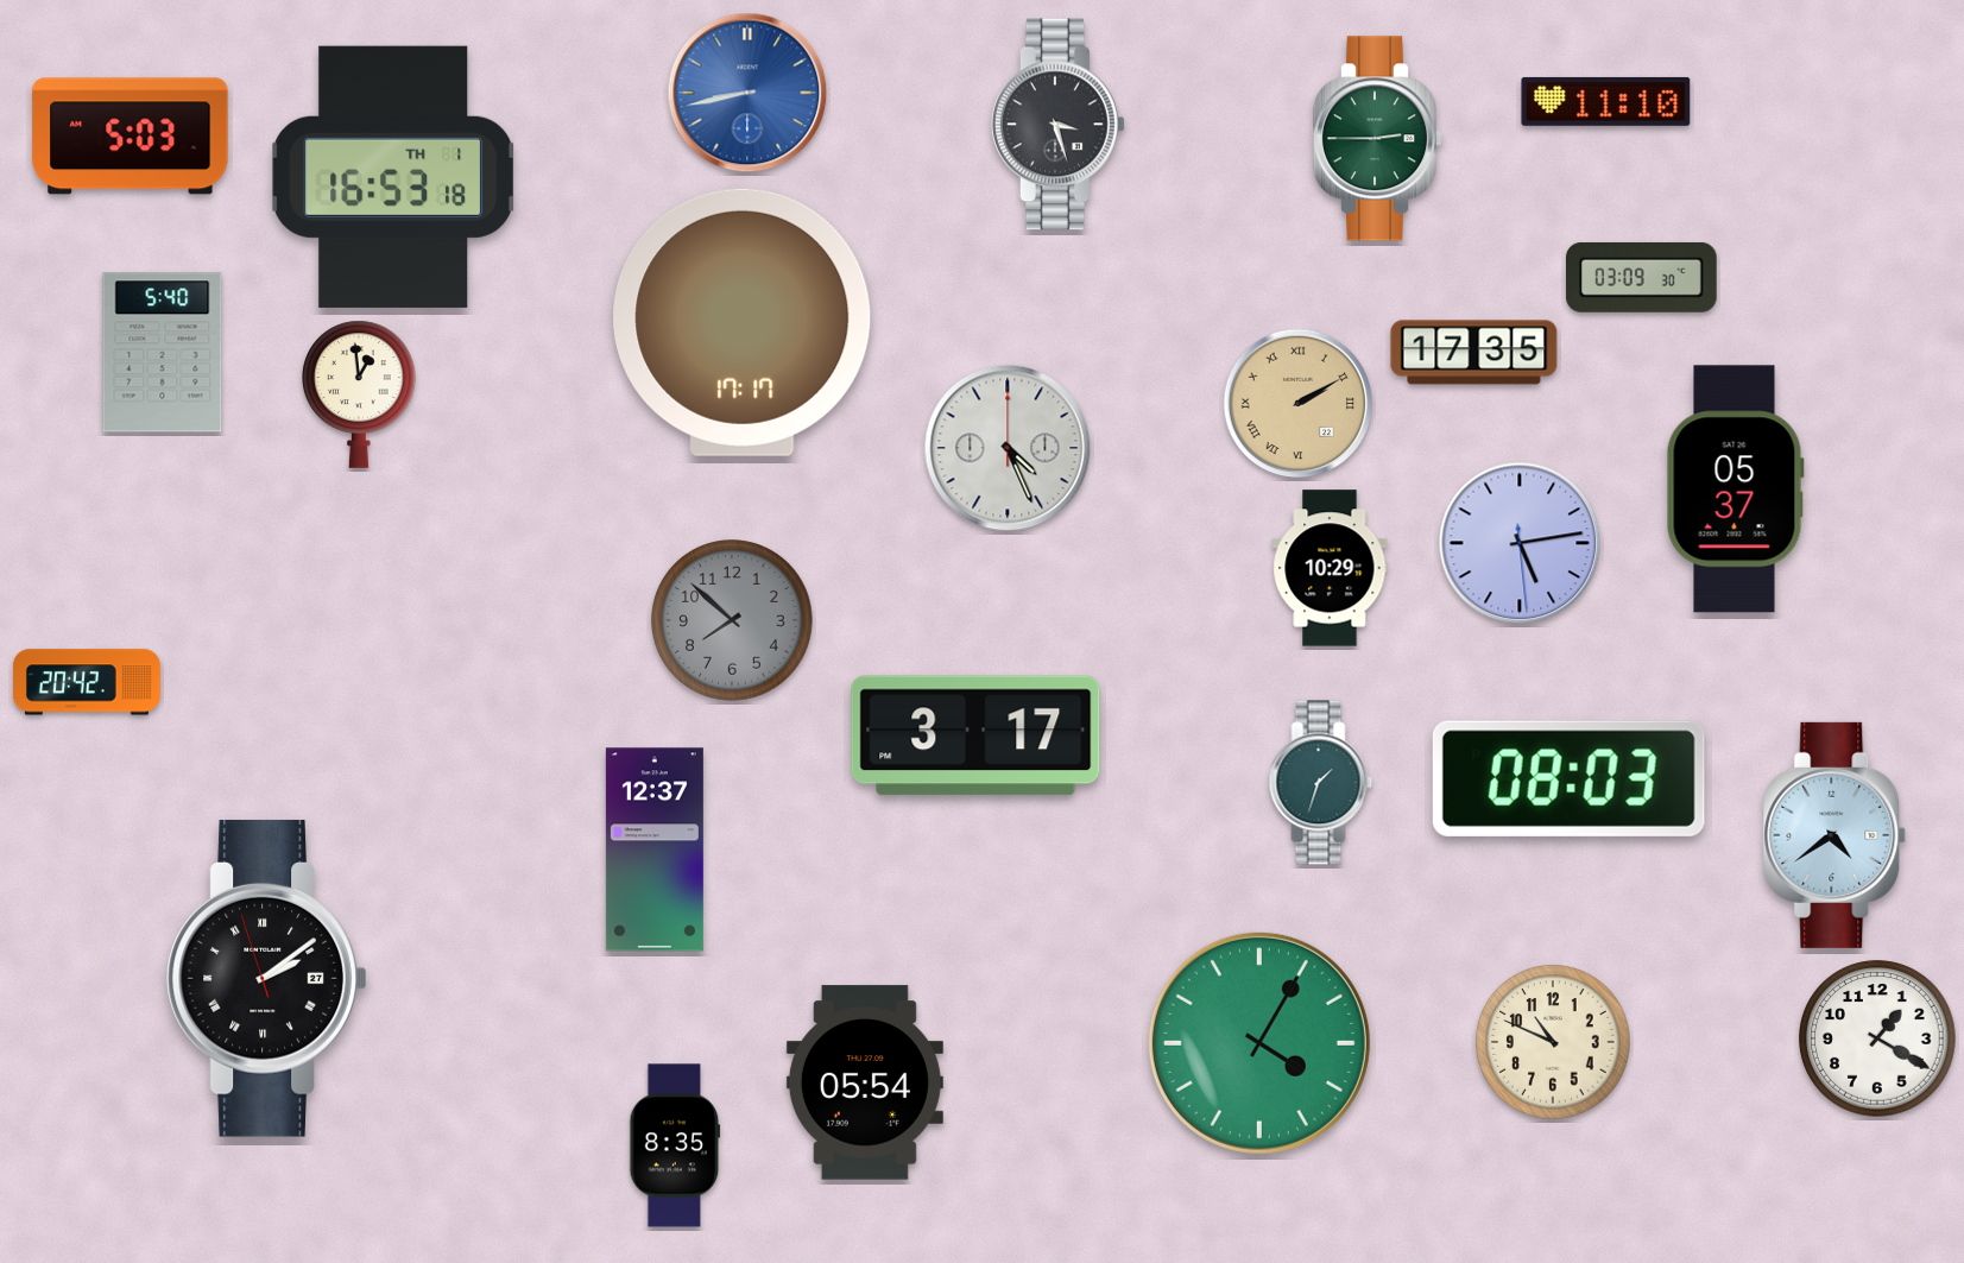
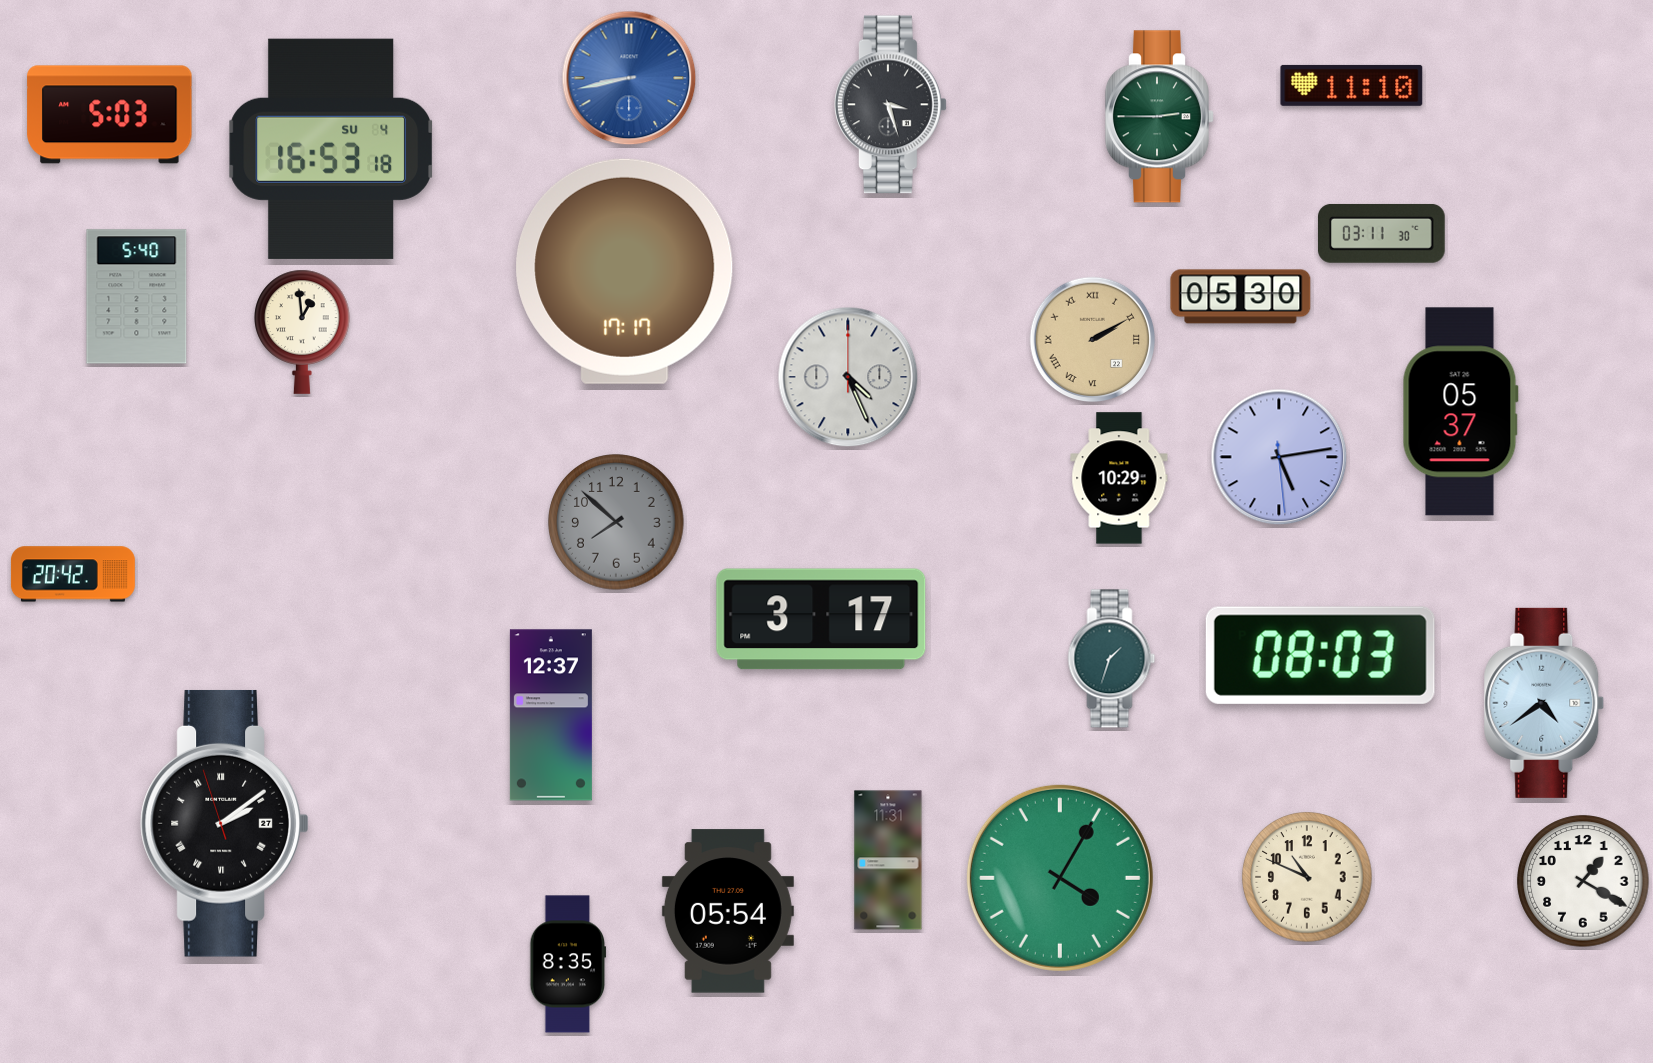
clock at (393, 177) date: TH 1 -> SU 4
clock at (1642, 277): 03:09 -> 03:11
clock at (1474, 353): 17:35 -> 05:30
clock at (888, 860): none -> 11:31
clock at (1877, 1038) position: (1877, 1038) -> (1583, 881)
